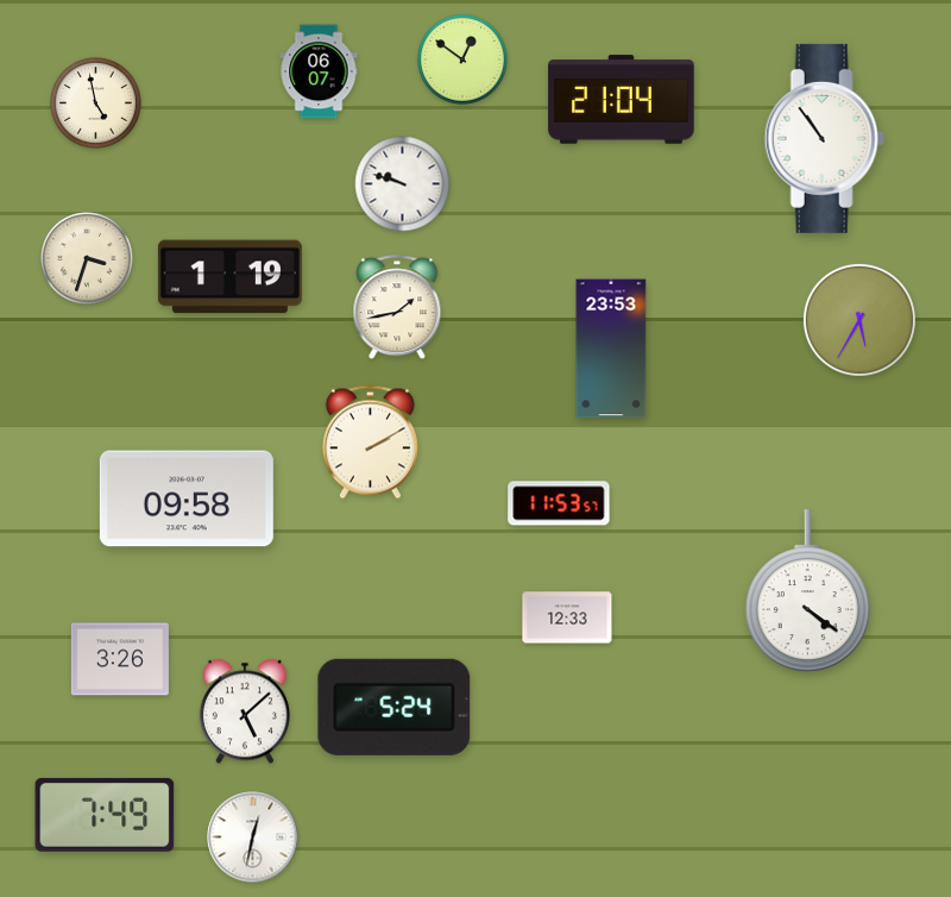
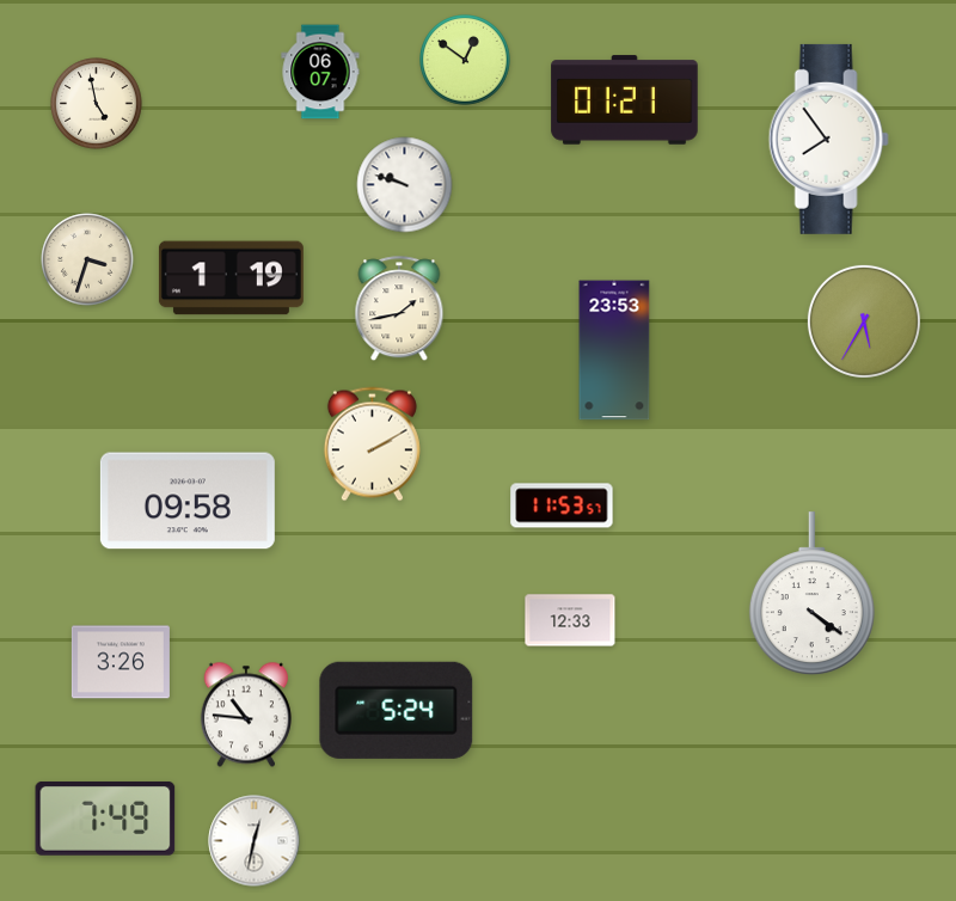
clock at (622, 100): 21:04 -> 01:21
clock at (824, 138): 10:54 -> 7:54
clock at (245, 711): 5:08 -> 10:46
